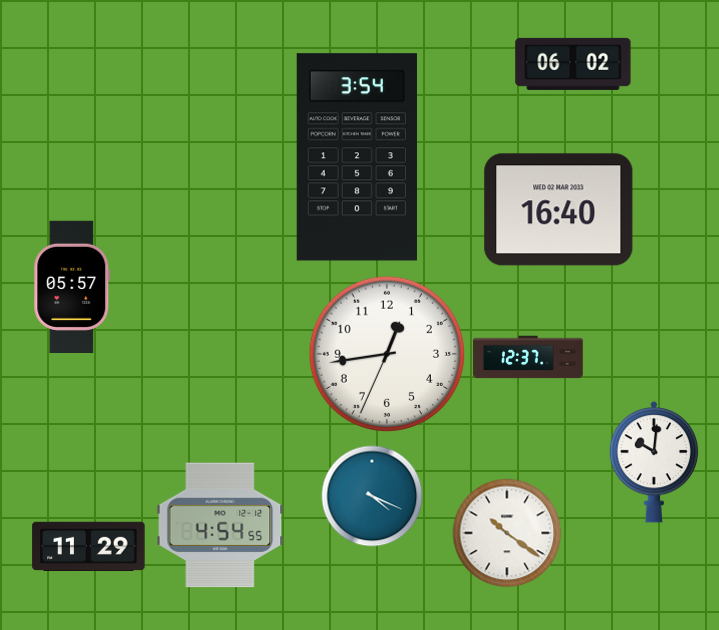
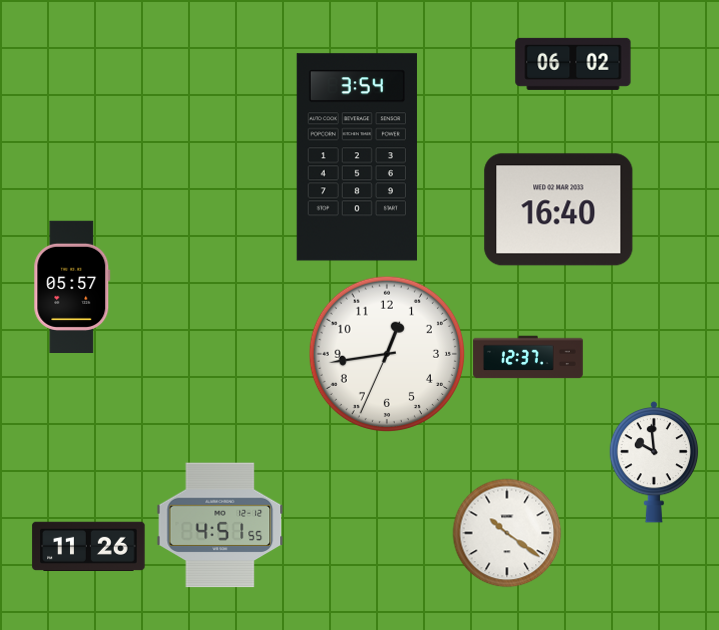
clock at (654, 462): 10:01 -> 9:59
clock at (372, 496): 4:19 -> none
clock at (220, 525): 4:54 -> 4:51
clock at (89, 546): 11:29 -> 11:26
